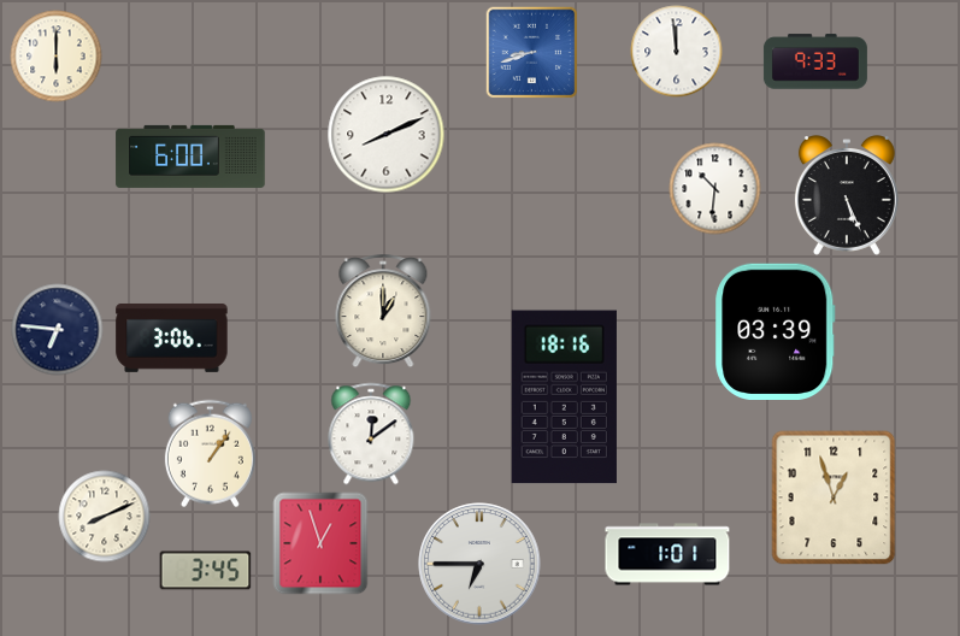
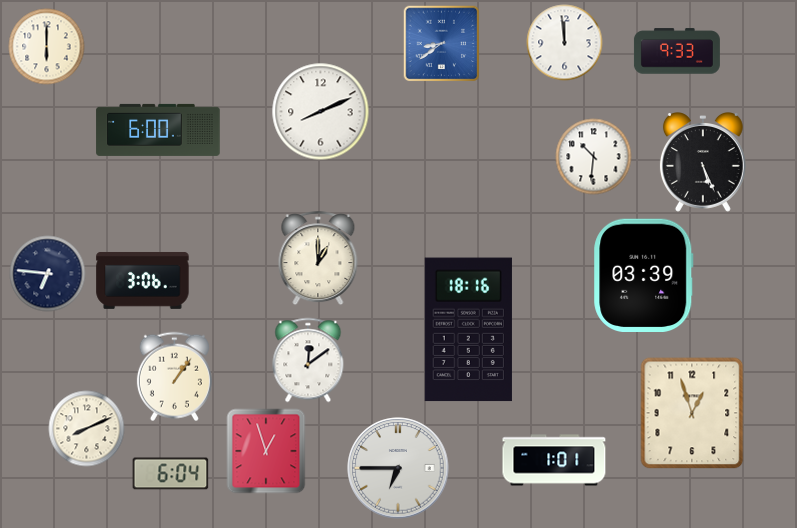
clock at (531, 52): 8:42 -> 8:39
clock at (677, 52) position: (677, 52) -> (565, 43)
clock at (206, 571): 3:45 -> 6:04
